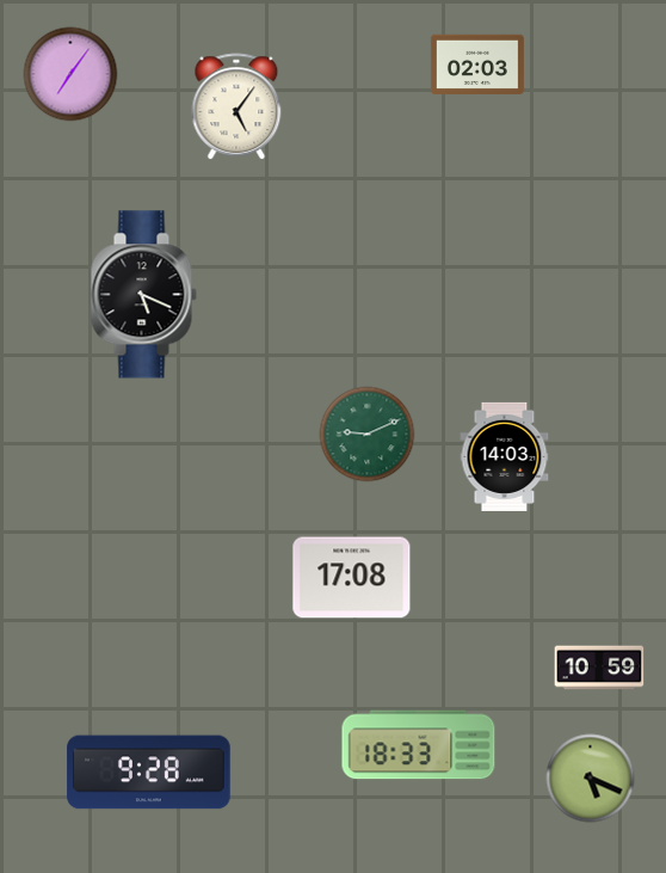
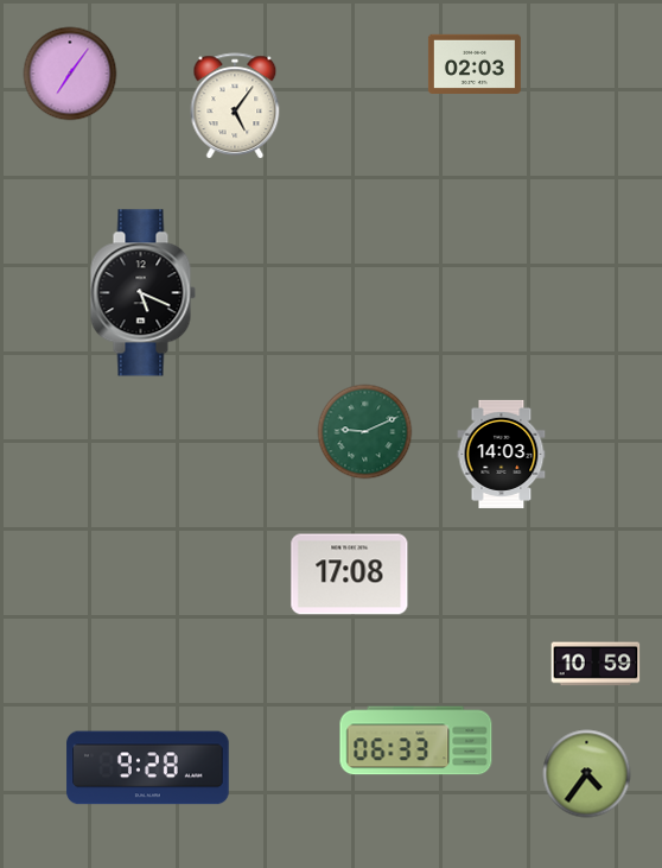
clock at (419, 745): 18:33 -> 06:33
clock at (591, 779): 5:19 -> 4:36
